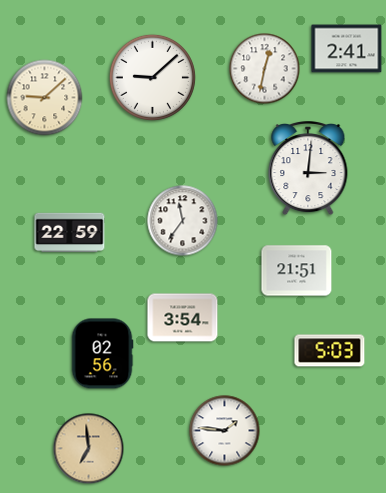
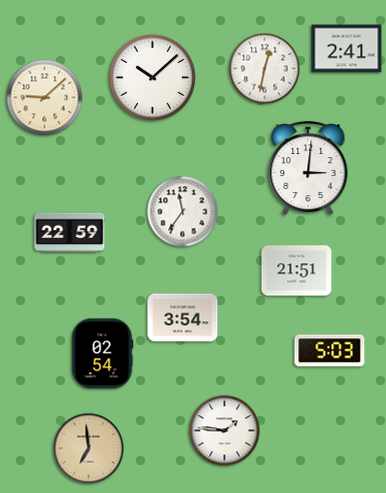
clock at (152, 77): 9:08 -> 10:08
clock at (183, 221) position: (183, 221) -> (183, 212)
clock at (102, 354): 02:56 -> 02:54
